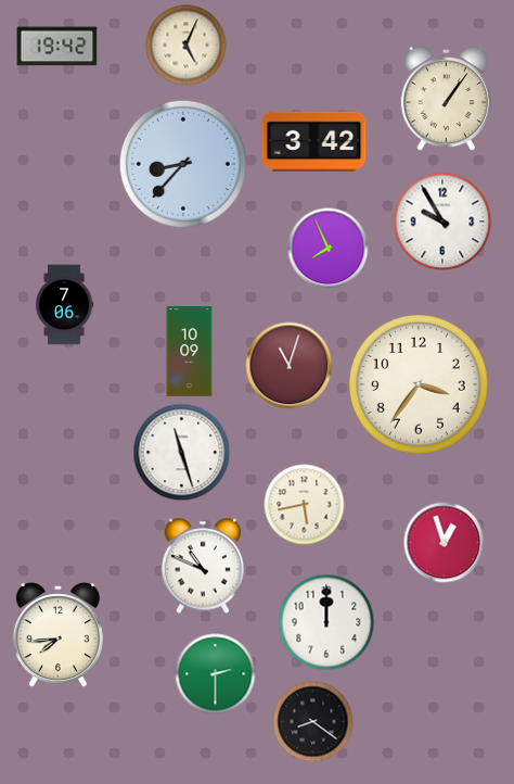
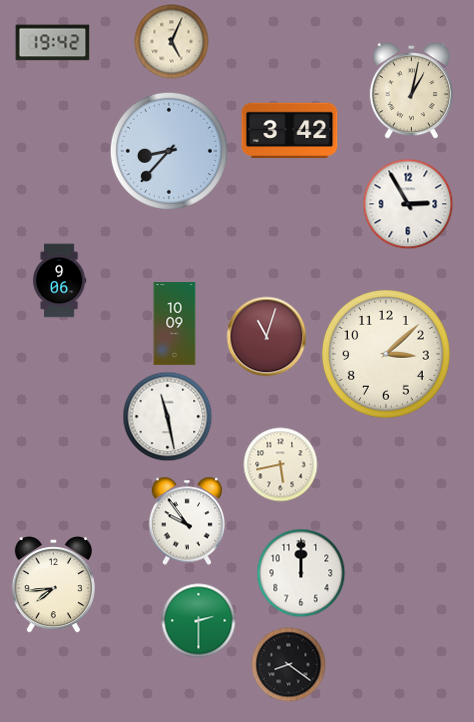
clock at (446, 100): 1:06 -> 1:02
clock at (442, 222): 9:55 -> 2:55
clock at (329, 249): 7:56 -> none
clock at (64, 305): 7:06 -> 9:06
clock at (419, 384): 3:36 -> 3:08
clock at (182, 453): 11:27 -> 11:28
clock at (445, 543): 12:57 -> none
clock at (203, 566): 10:49 -> 9:54
